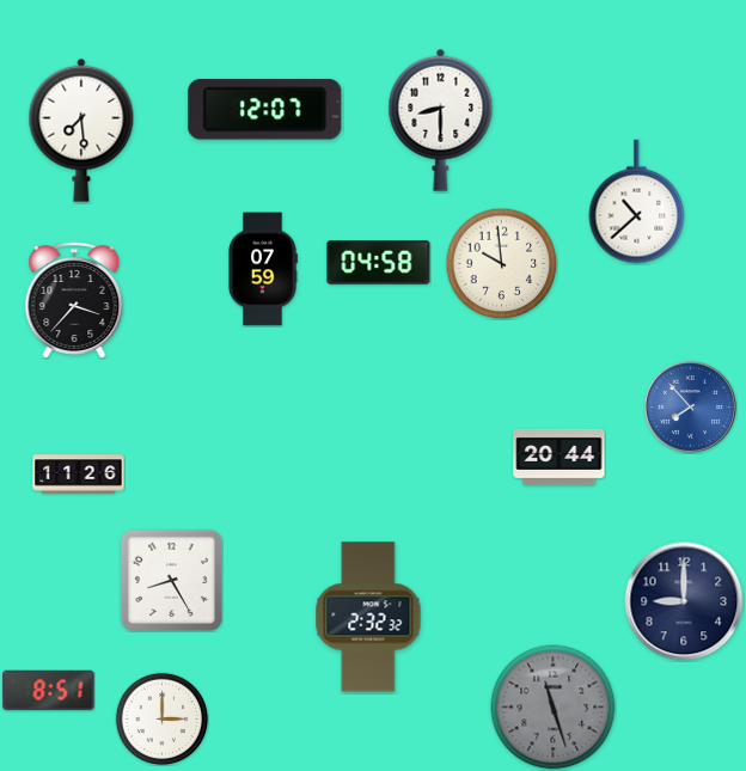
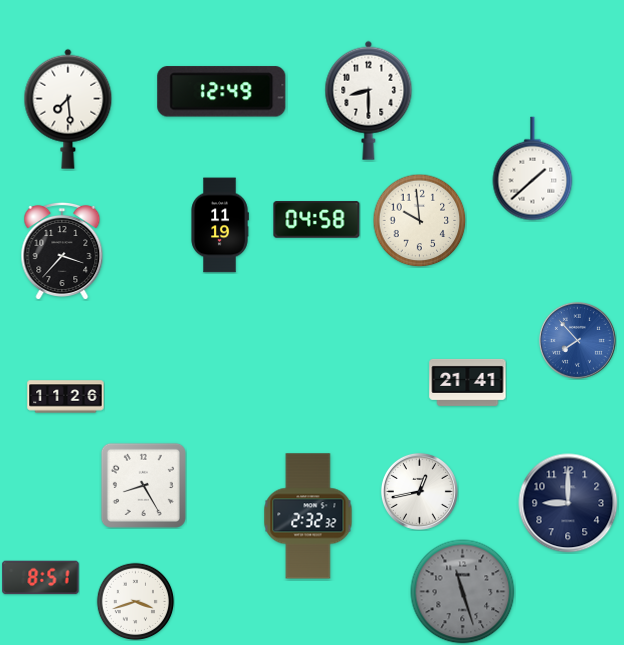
clock at (265, 110): 12:07 -> 12:49
clock at (637, 202): 10:38 -> 1:38
clock at (263, 269): 07:59 -> 11:19
clock at (559, 457): 20:44 -> 21:41
clock at (419, 491): none -> 12:43
clock at (684, 601) position: (684, 601) -> (568, 503)
clock at (161, 718): 3:00 -> 3:42
